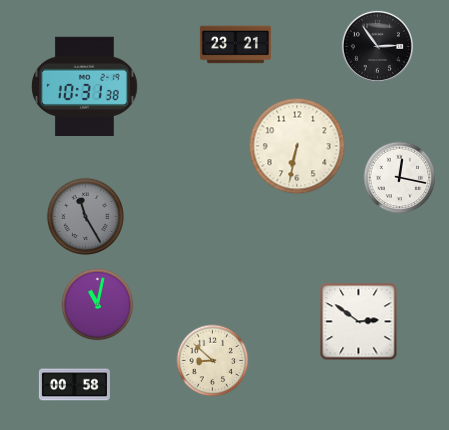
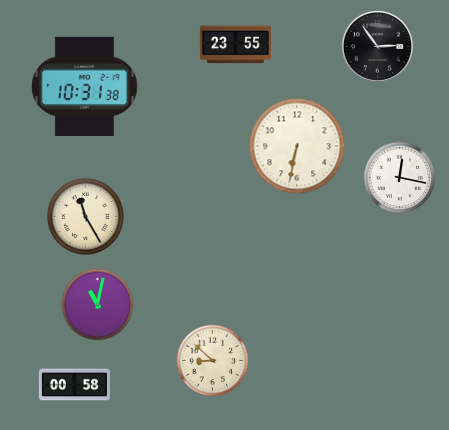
clock at (235, 45): 23:21 -> 23:55
clock at (85, 216) dial: grey -> cream
clock at (359, 322): 2:51 -> none
